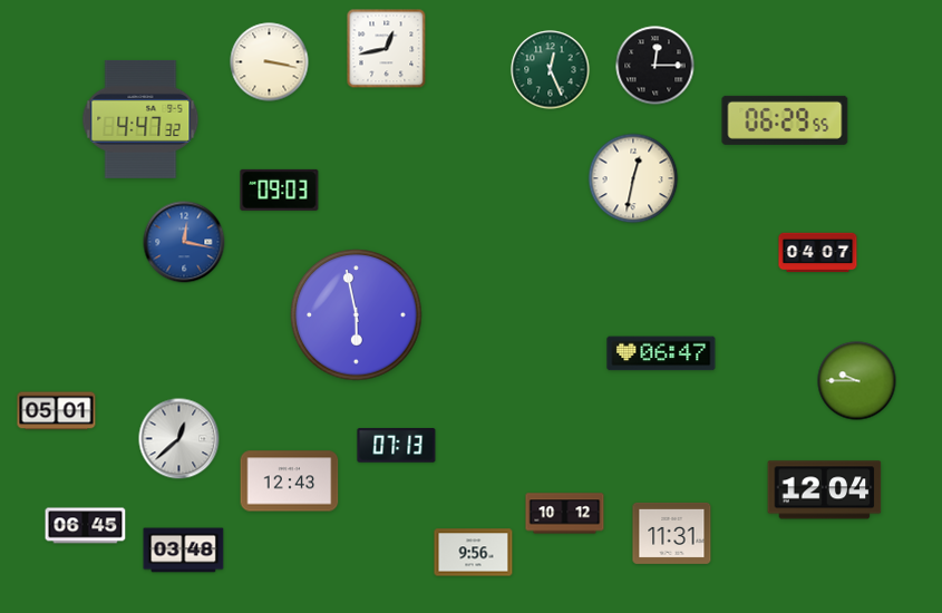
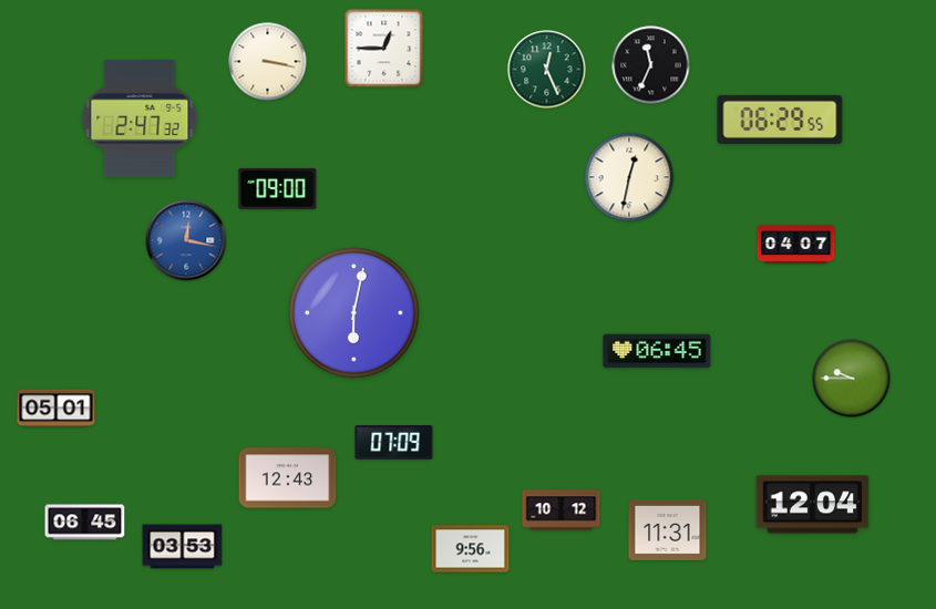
clock at (387, 49): 12:43 -> 12:45
clock at (655, 66): 12:15 -> 11:34
clock at (140, 119): 4:47 -> 2:47
clock at (280, 189): 09:03 -> 09:00
clock at (184, 242) position: (184, 242) -> (186, 240)
clock at (818, 253) position: (818, 253) -> (796, 245)
clock at (357, 315): 5:58 -> 6:02
clock at (661, 353): 06:47 -> 06:45
clock at (179, 439): 12:38 -> none
clock at (397, 446): 07:13 -> 07:09
clock at (825, 490) position: (825, 490) -> (813, 505)
clock at (184, 551): 03:48 -> 03:53
